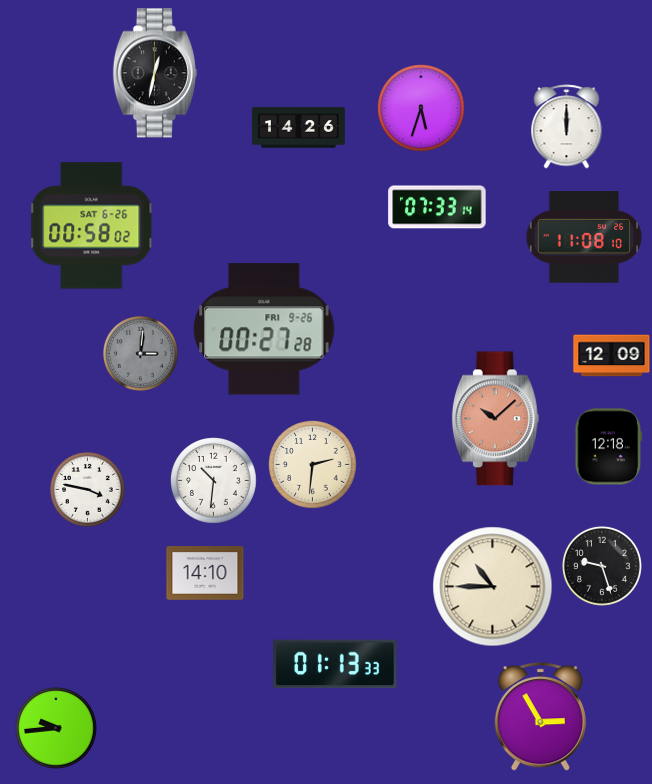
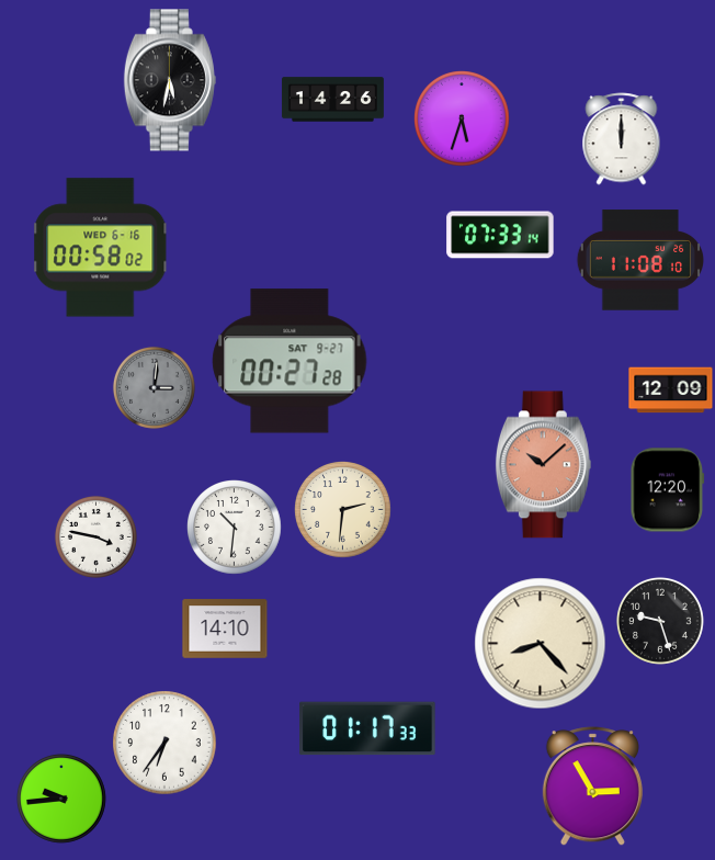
clock at (155, 73): 12:32 -> 5:32
clock at (298, 128) position: (298, 128) -> (332, 100)
clock at (437, 207) position: (437, 207) -> (500, 235)
clock at (92, 226) date: SAT 6-26 -> WED 6-16
clock at (264, 329) date: FRI 9-26 -> SAT 9-27
clock at (495, 419) position: (495, 419) -> (543, 465)
clock at (609, 447): 12:18 -> 12:20
clock at (493, 587): 10:45 -> 8:23
clock at (335, 664): 01:13 -> 01:17
clock at (164, 743): none -> 6:36
